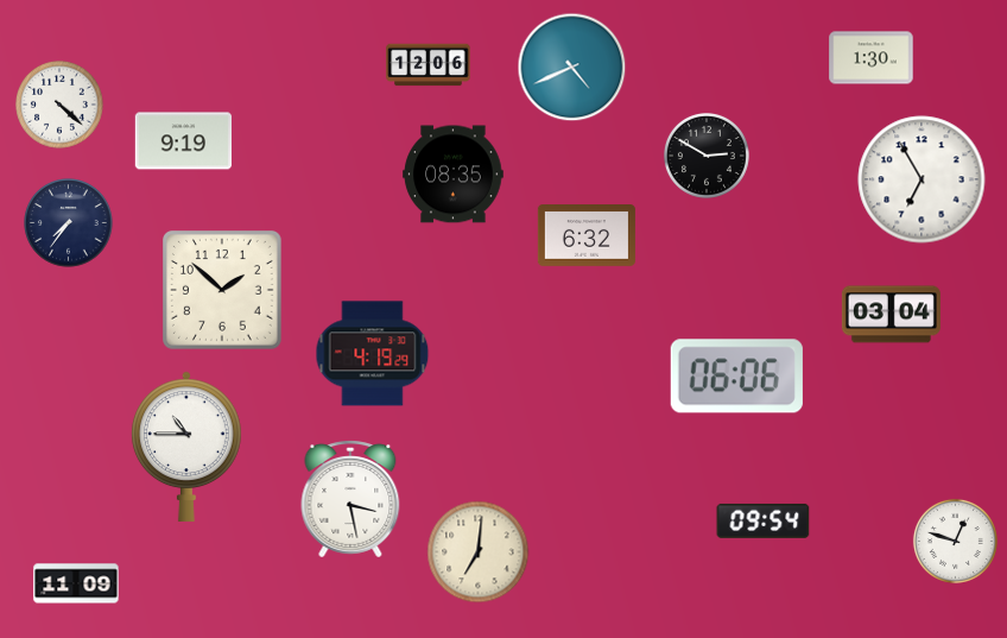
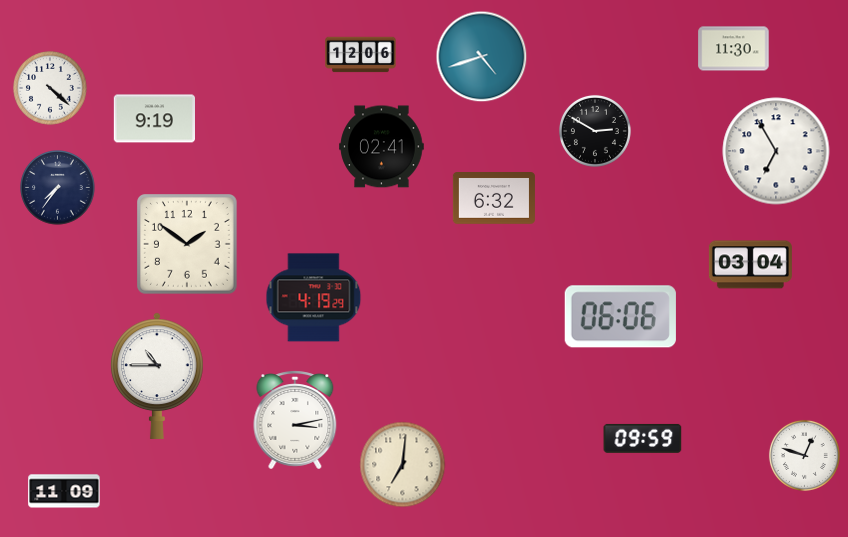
clock at (872, 58): 1:30 -> 11:30
clock at (572, 68): 4:41 -> 4:42
clock at (454, 175): 08:35 -> 02:41
clock at (223, 291): 1:52 -> 1:51
clock at (350, 499): 3:28 -> 3:13
clock at (764, 520): 09:54 -> 09:59
